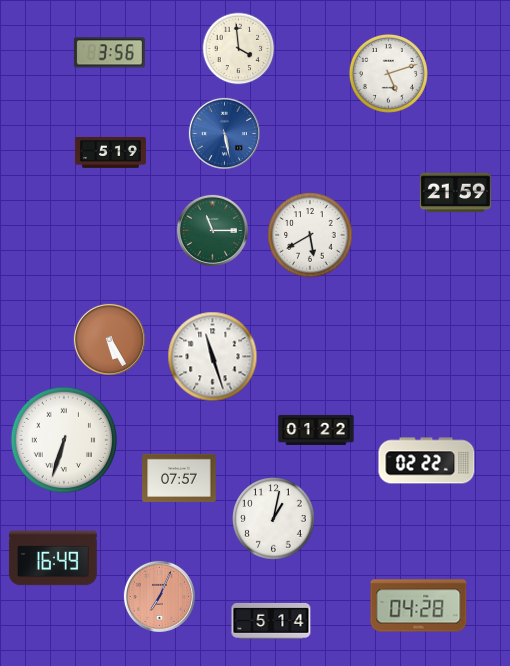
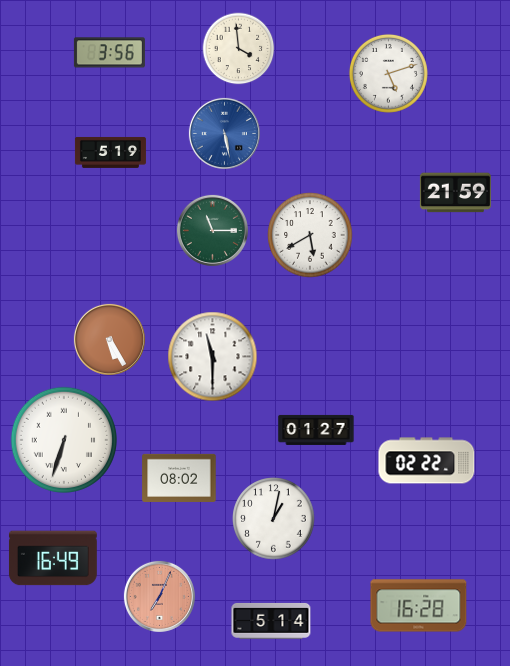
clock at (213, 357): 11:27 -> 11:30
clock at (316, 430): 01:22 -> 01:27
clock at (179, 478): 07:57 -> 08:02
clock at (419, 606): 04:28 -> 16:28
